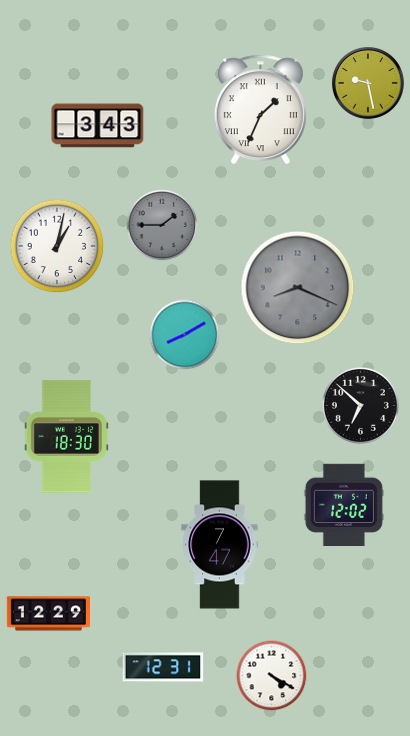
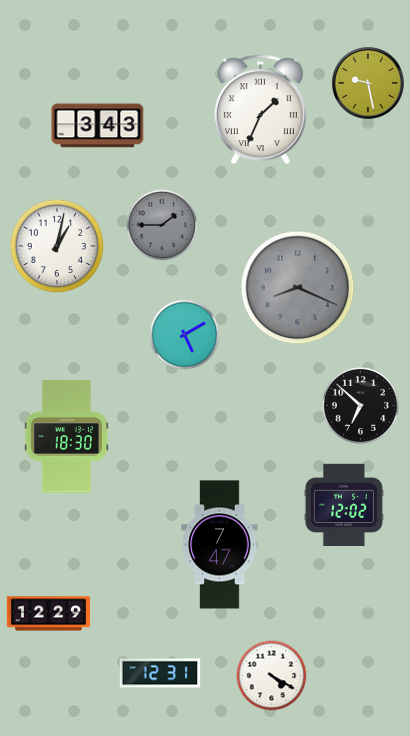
clock at (185, 335): 8:10 -> 5:10
clock at (163, 667) position: (163, 667) -> (160, 673)
